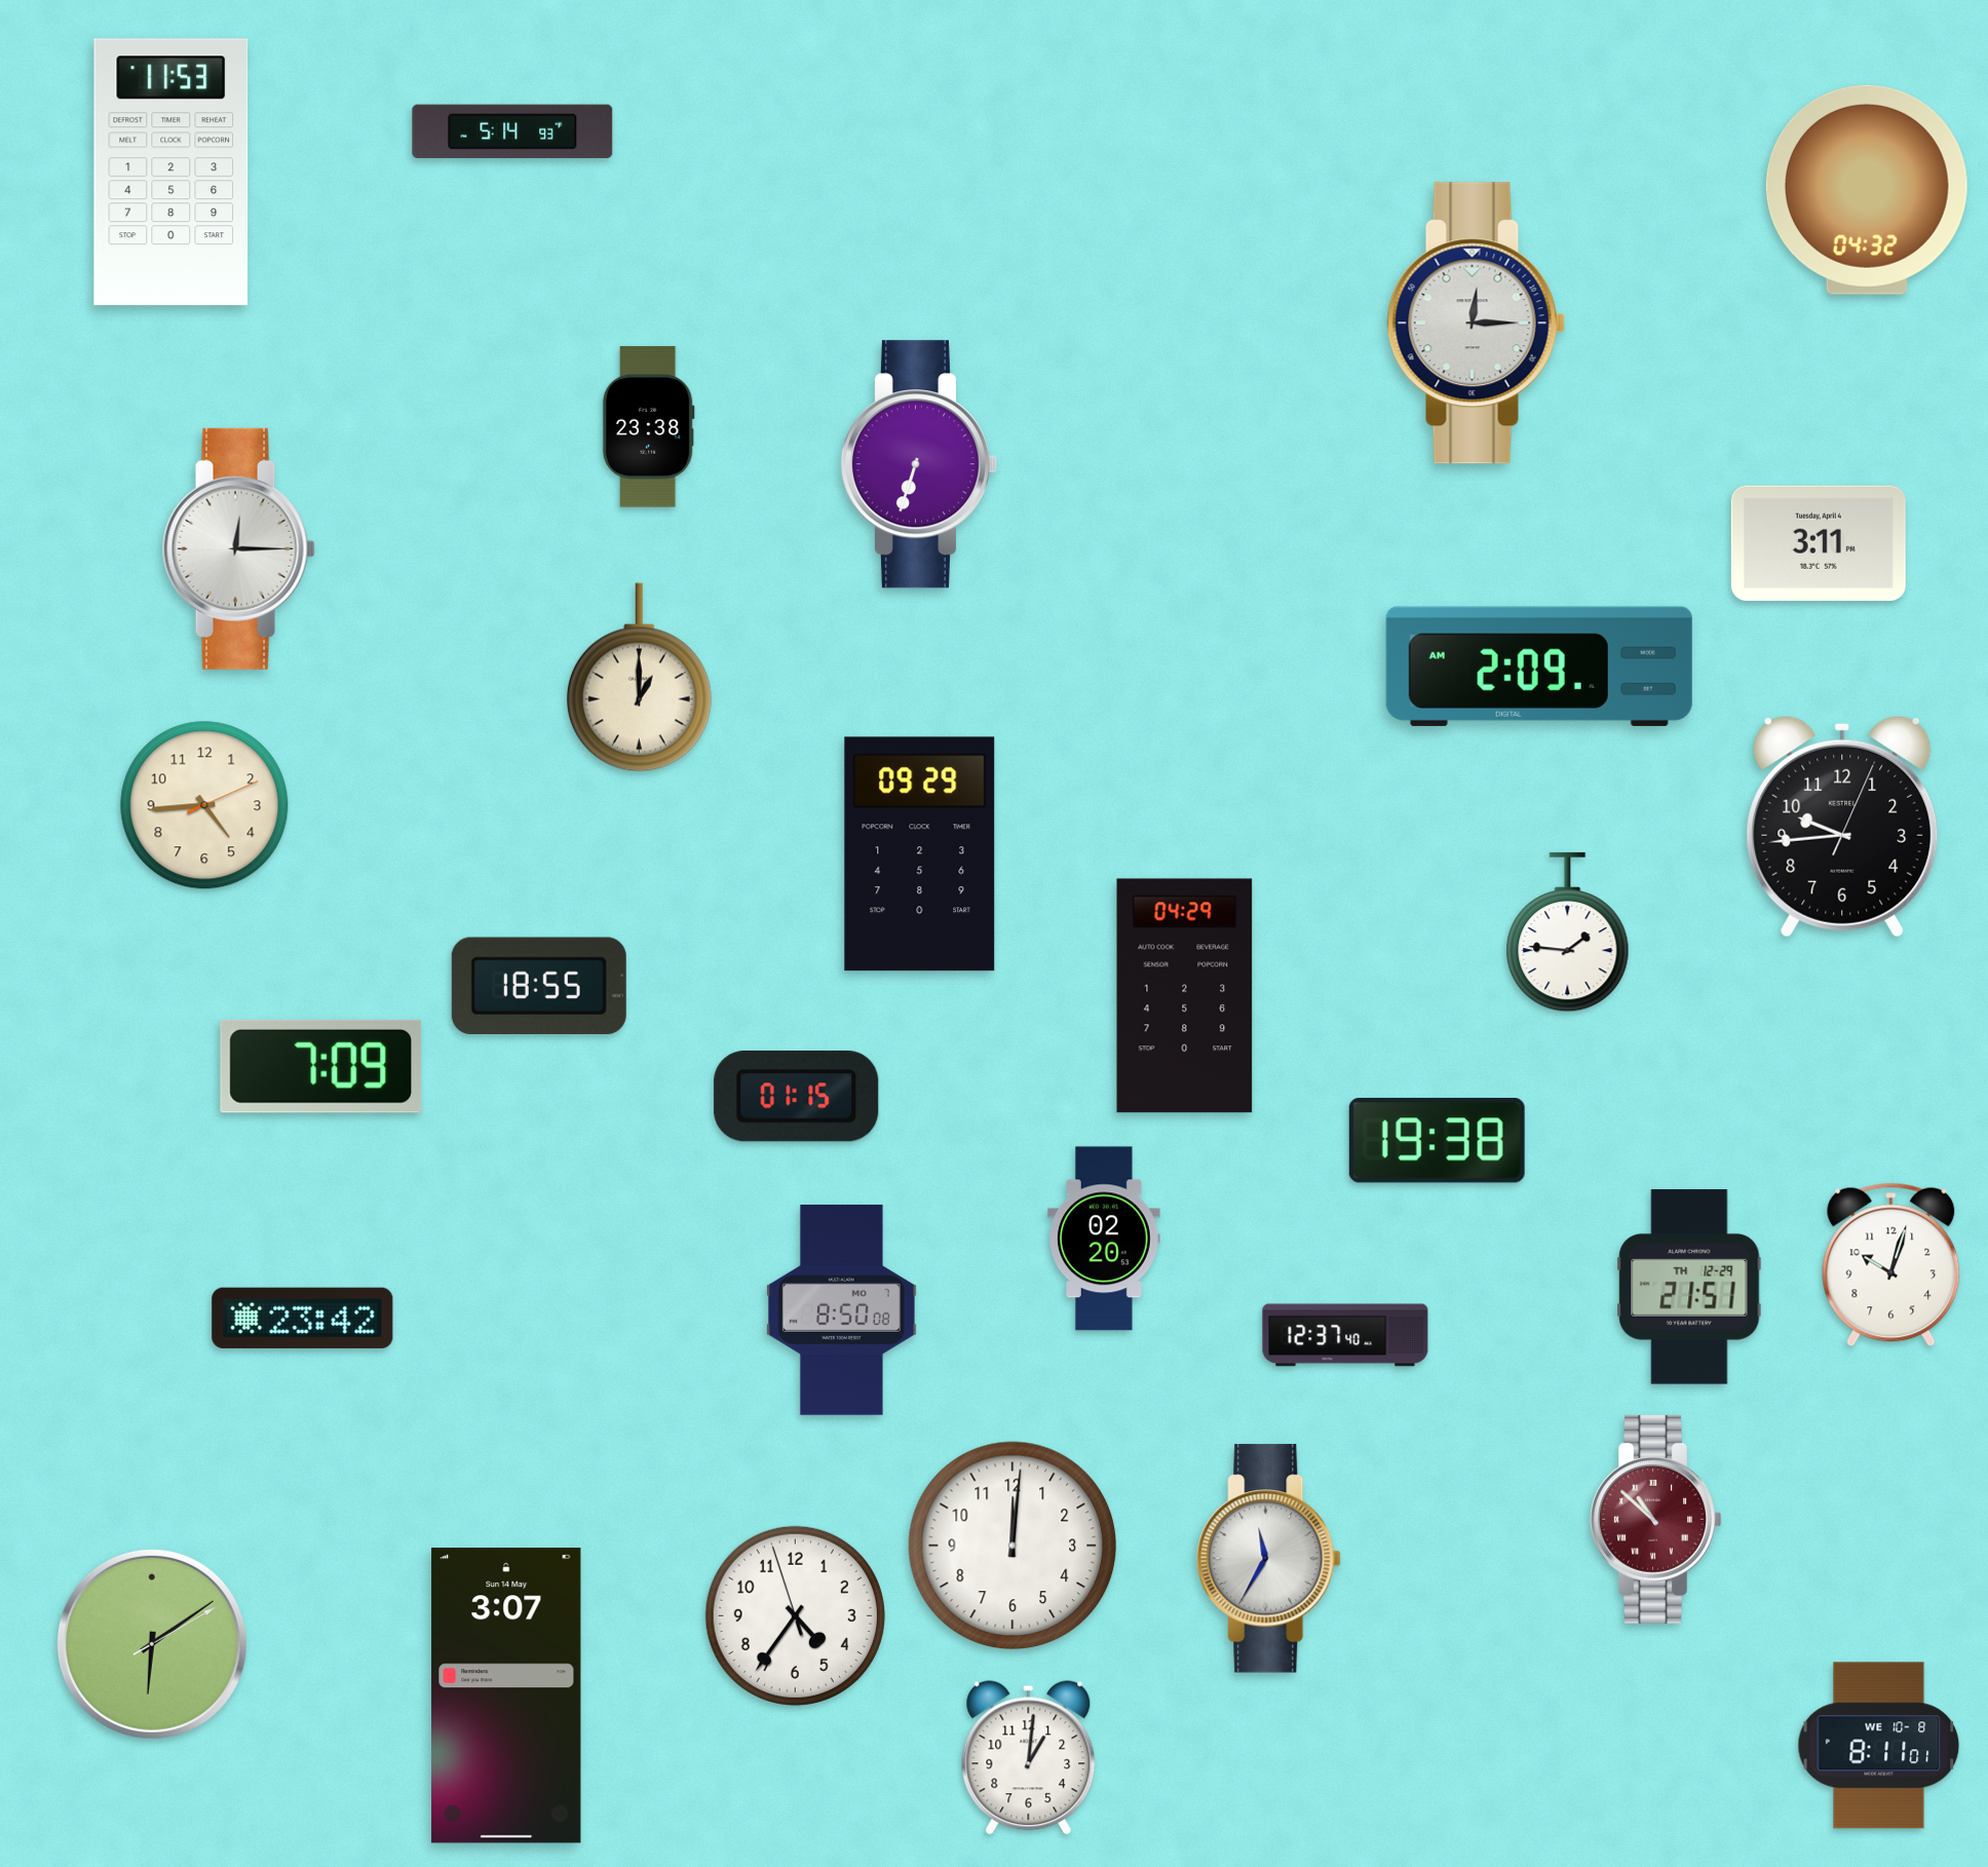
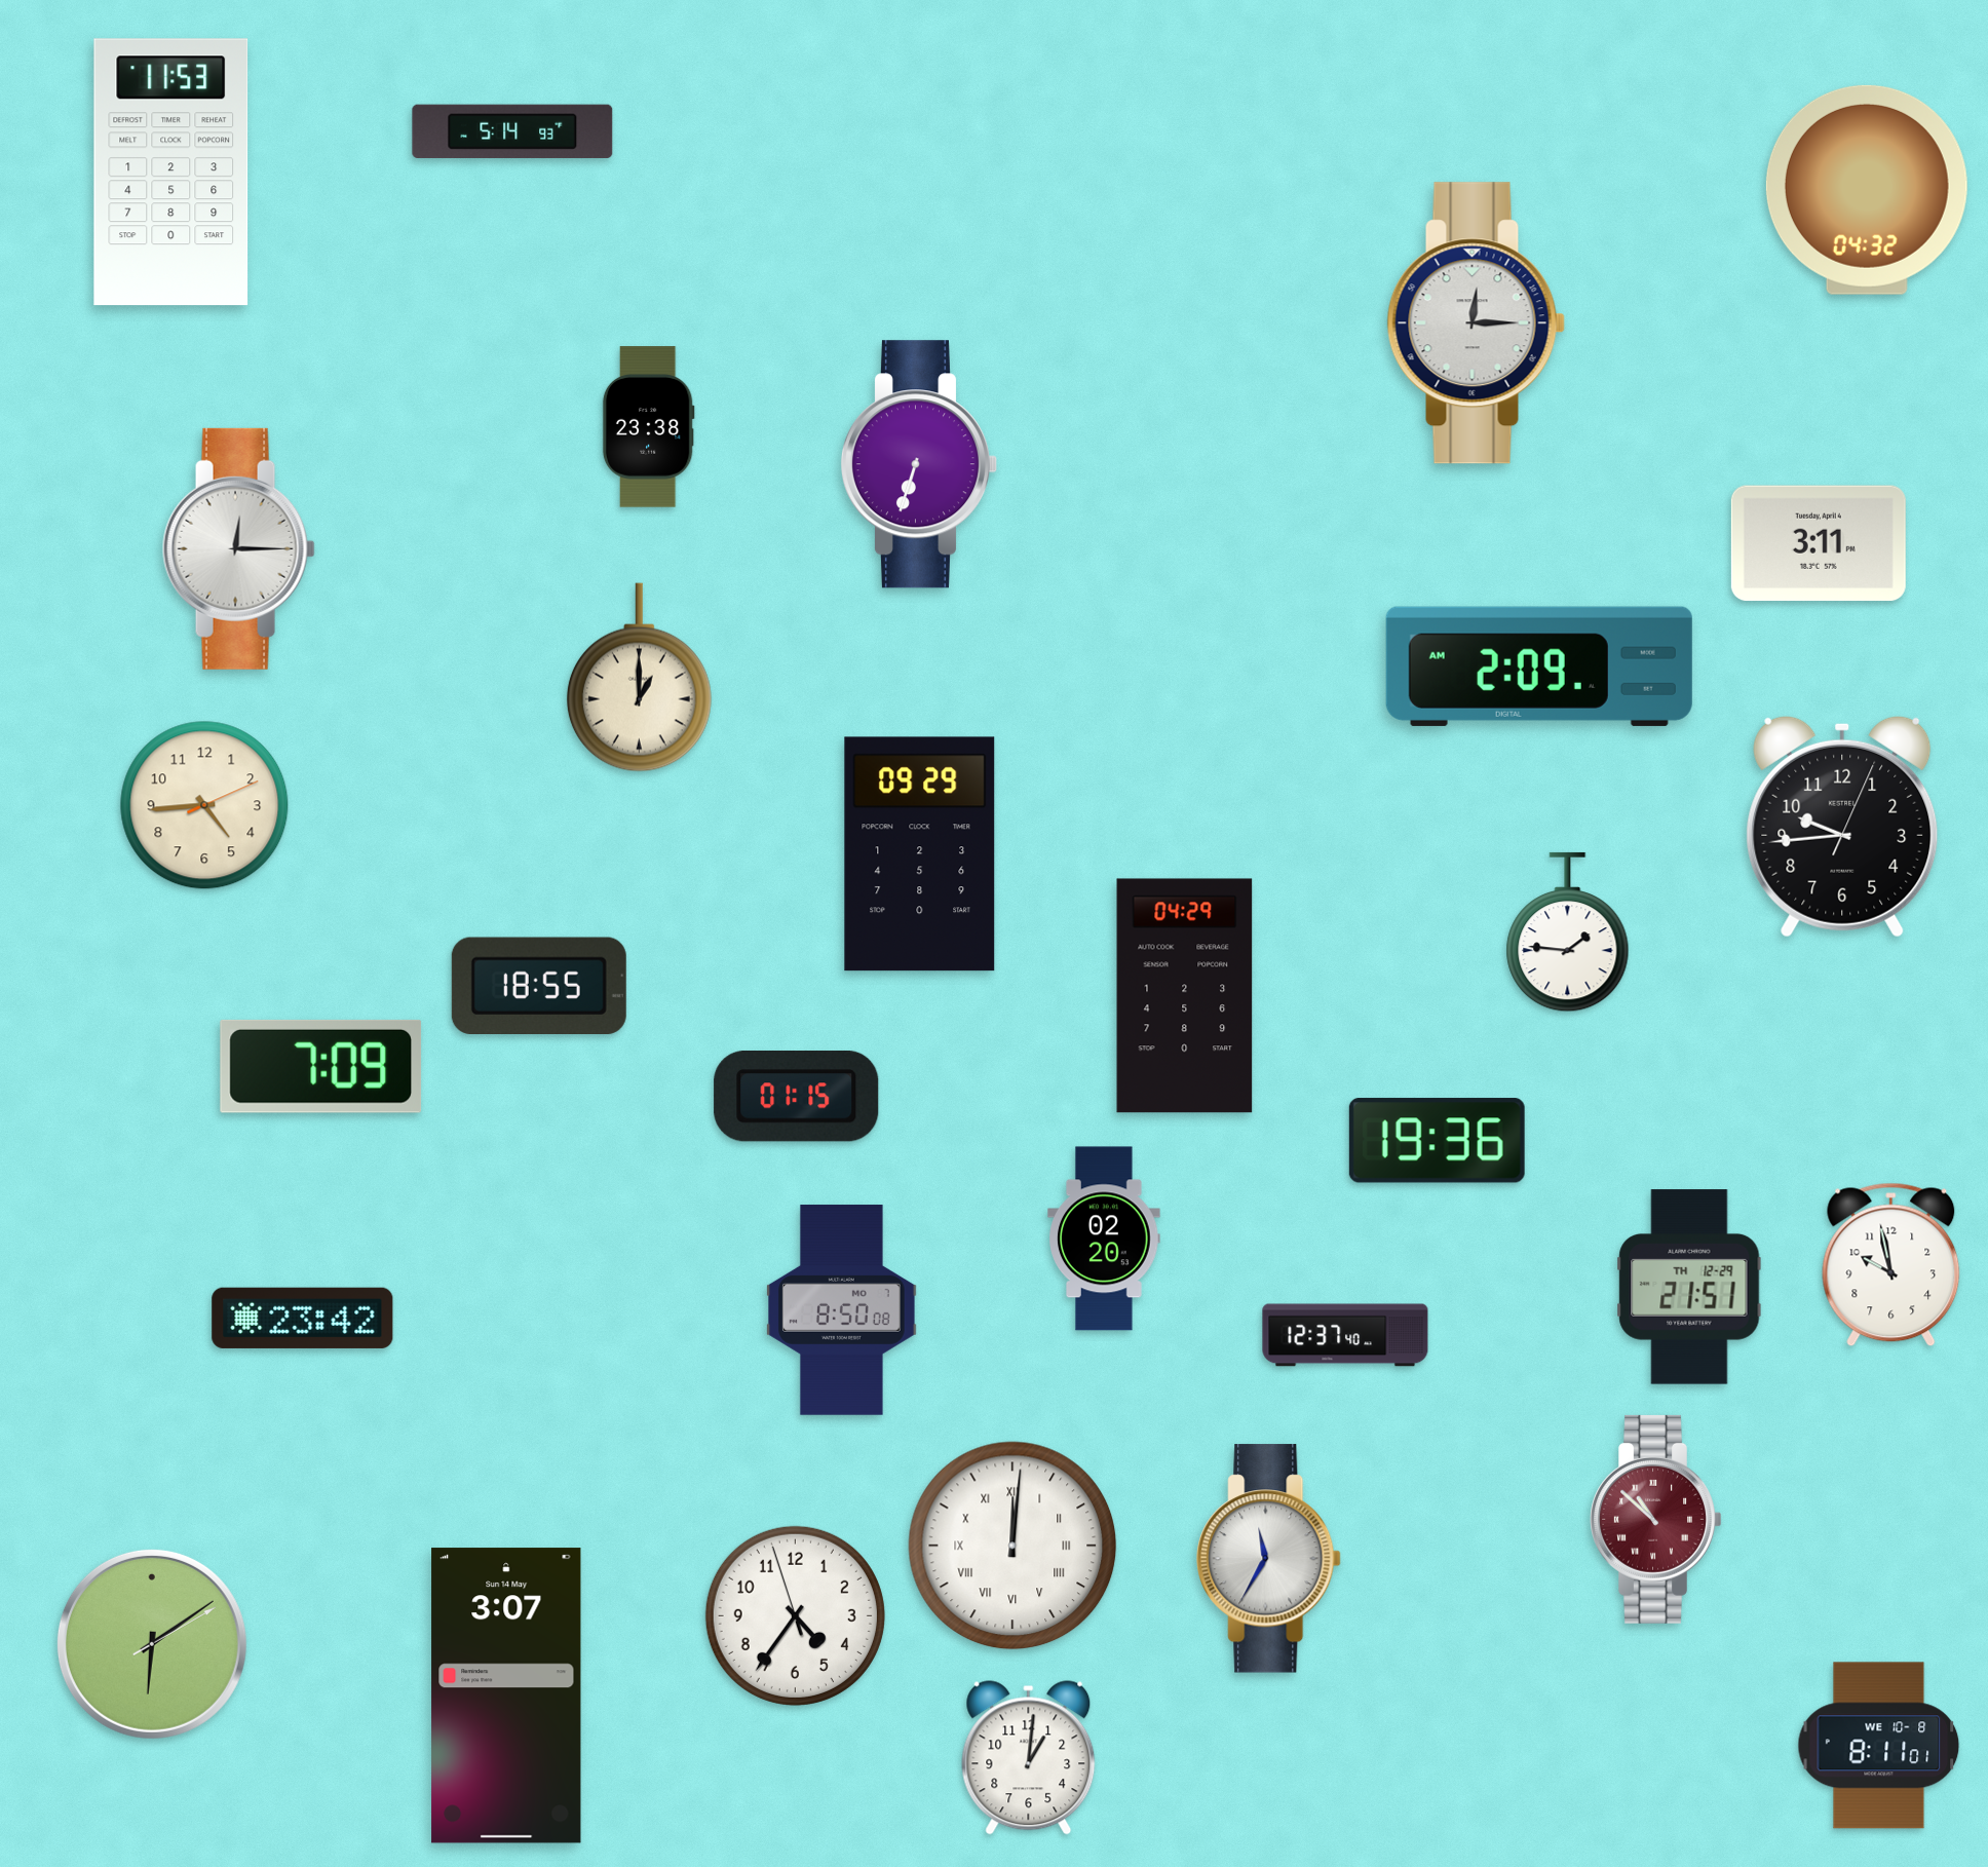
clock at (1437, 1141): 19:38 -> 19:36
clock at (1891, 1265): 10:03 -> 9:58
clock at (1012, 1546) numerals: Arabic -> Roman
